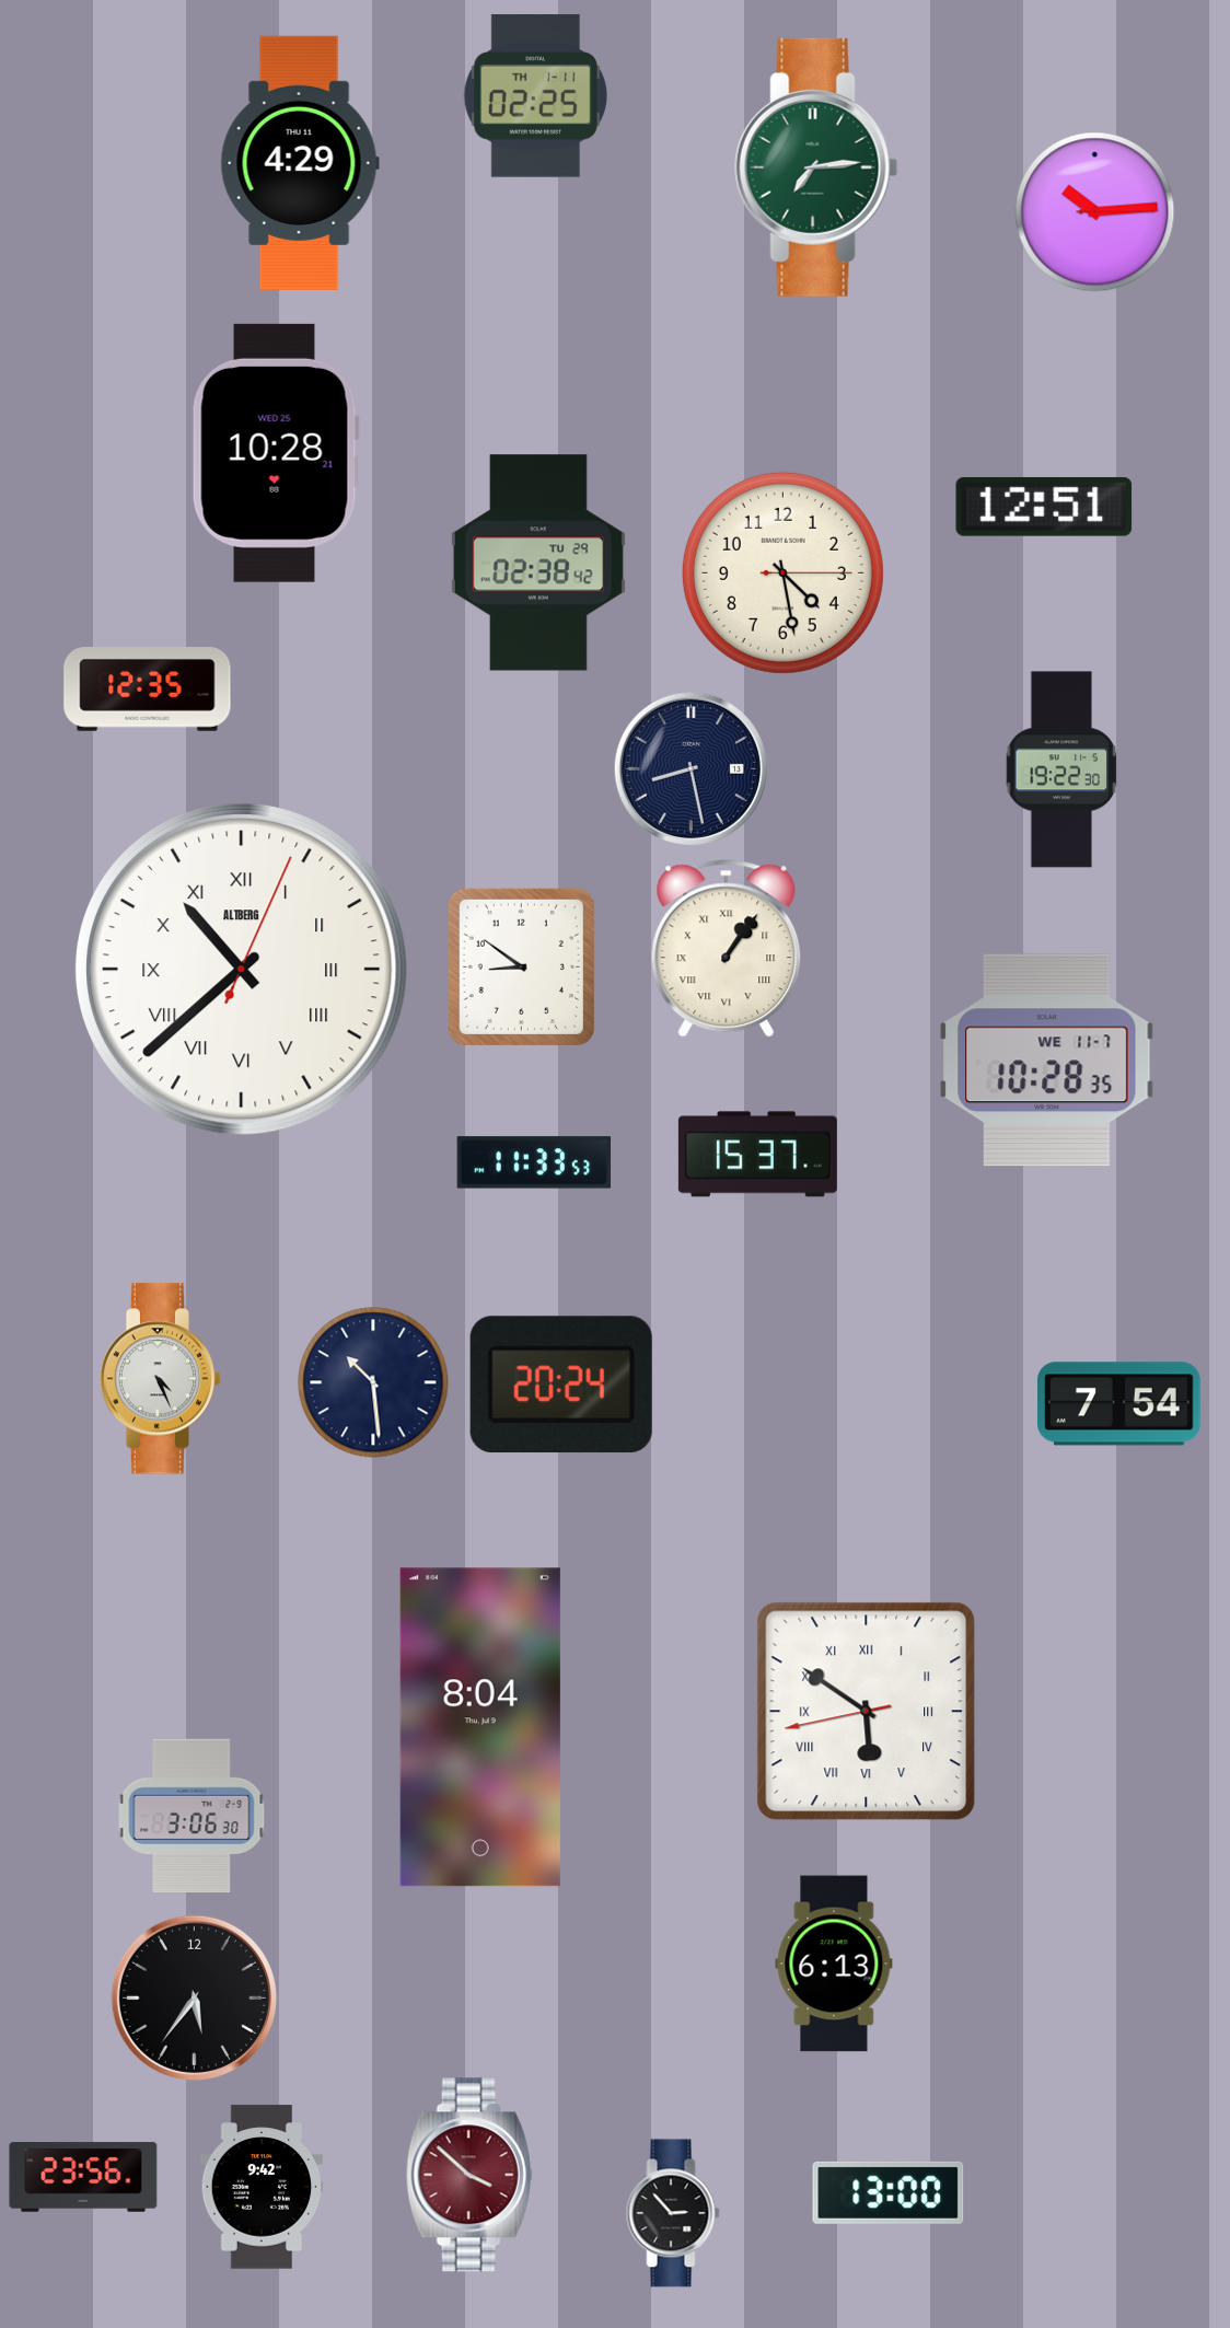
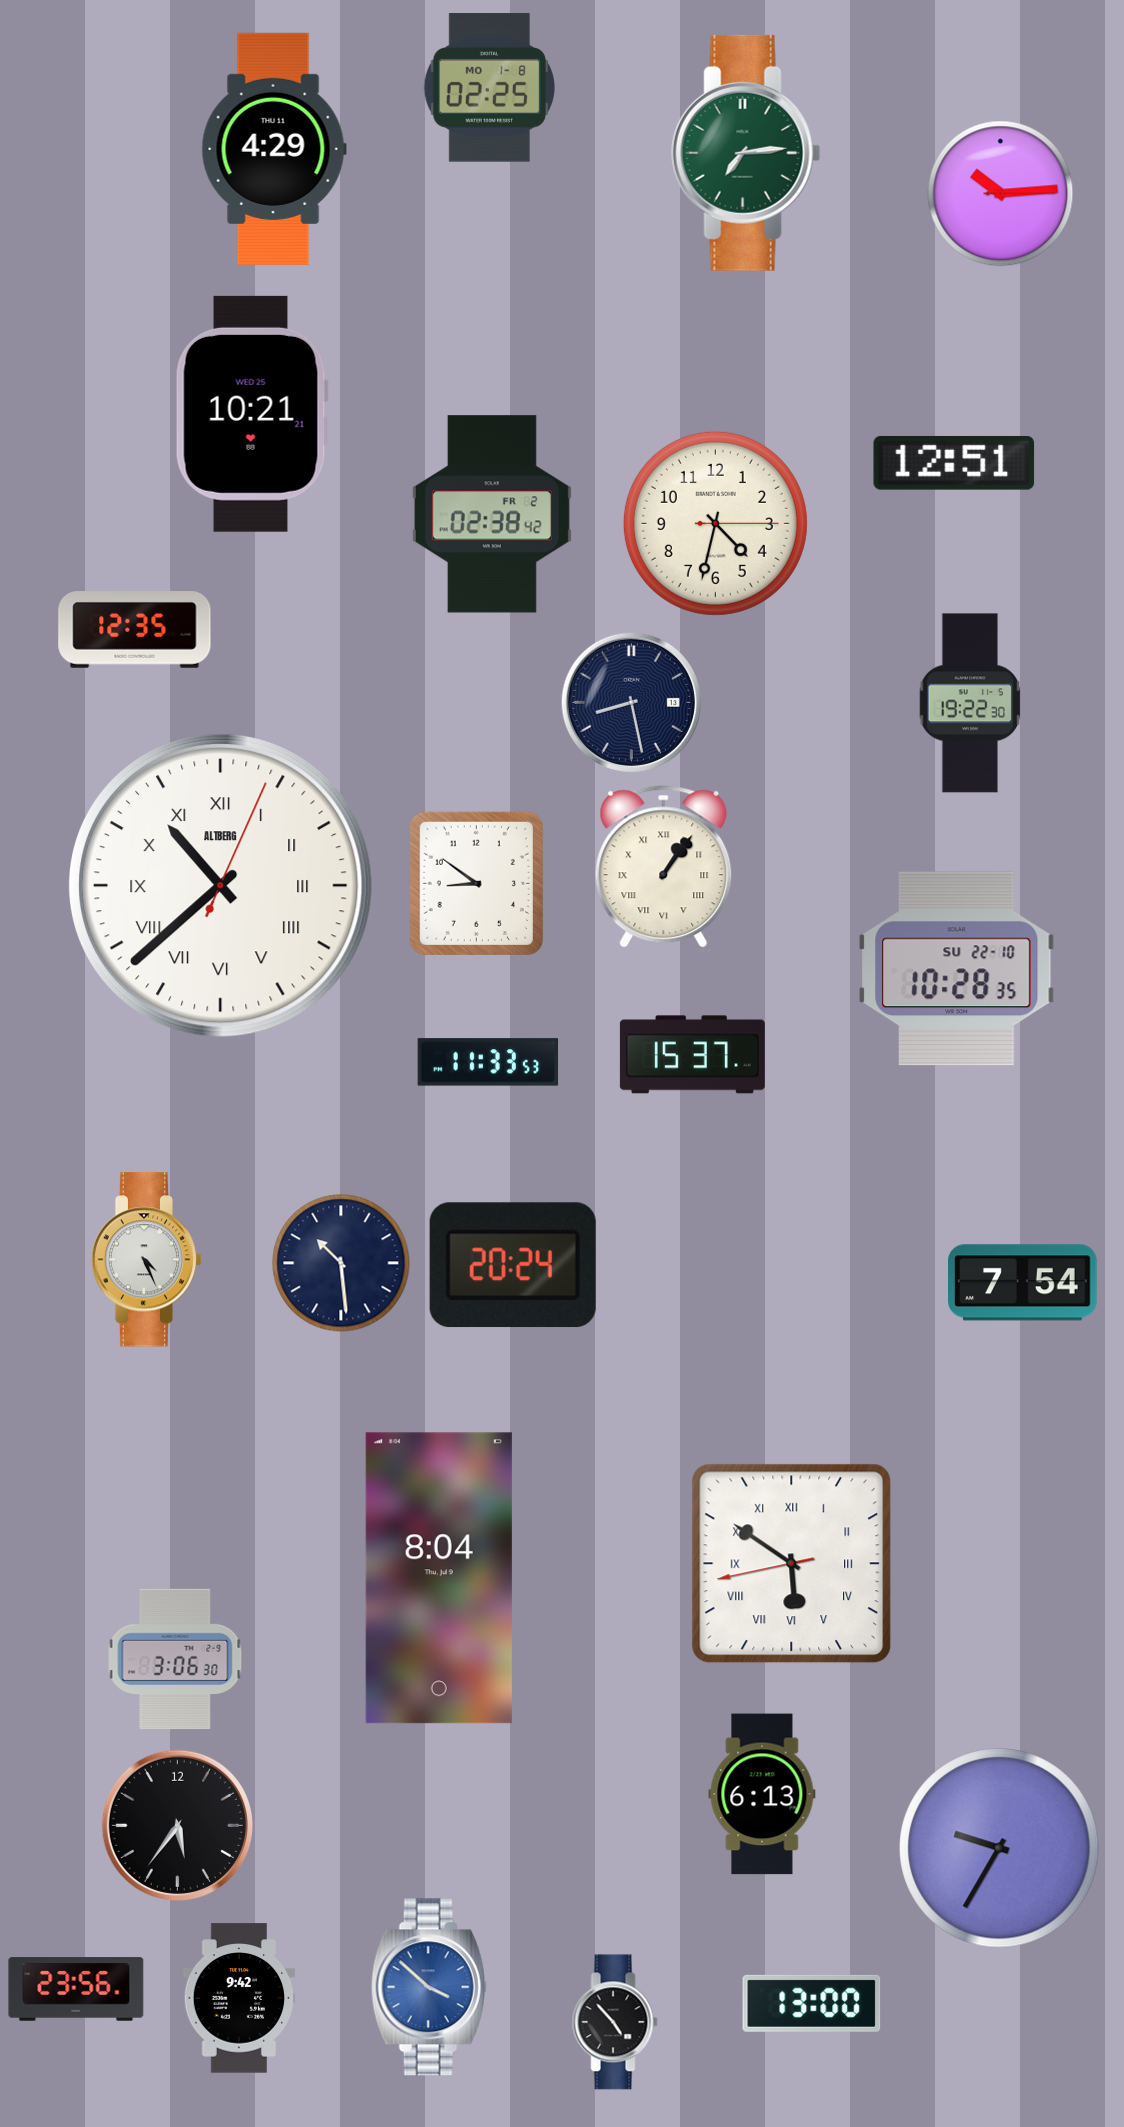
clock at (535, 96) date: TH 1-11 -> MO 1-8
clock at (276, 453): 10:28 -> 10:21
clock at (538, 563) date: TU 29 -> FR 2
clock at (782, 572): 4:28 -> 4:32
clock at (1047, 1061) date: WE 11-7 -> SU 22-10
clock at (999, 1848): none -> 9:35
clock at (469, 2175) dial: burgundy -> blue
clock at (673, 2213): 2:53 -> 4:53
